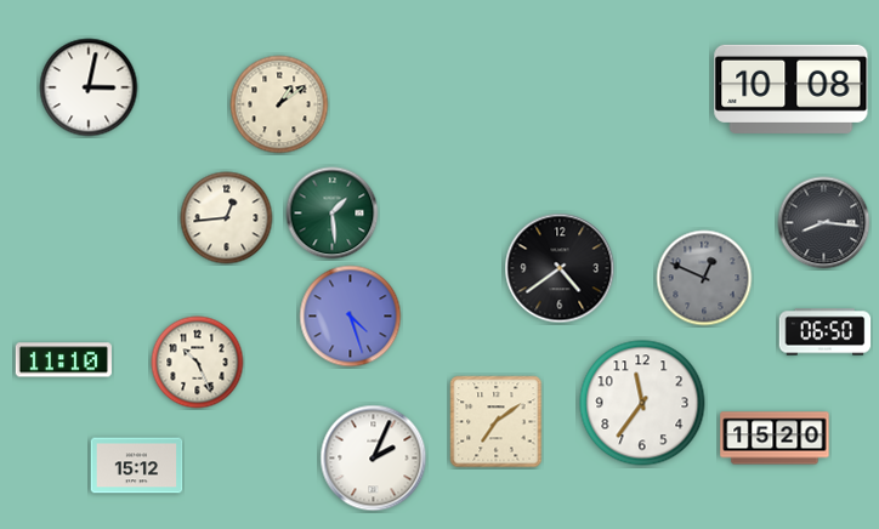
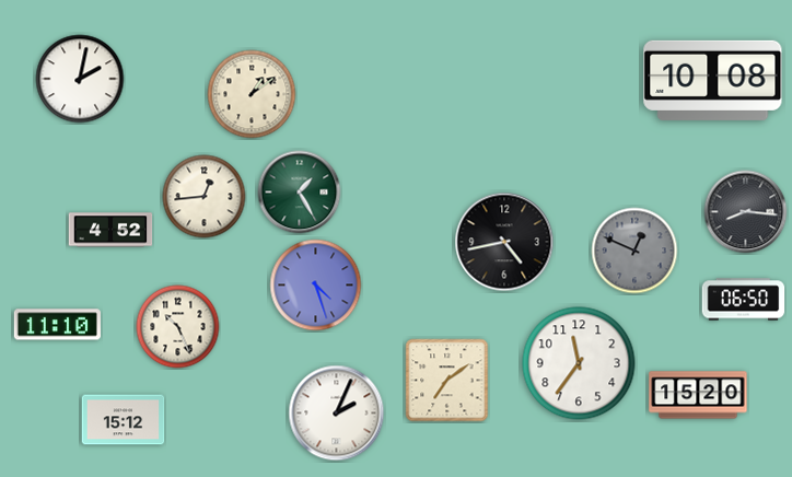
clock at (89, 87): 3:02 -> 2:02
clock at (333, 214): 1:29 -> 1:25
clock at (824, 223) position: (824, 223) -> (746, 212)
clock at (110, 230): none -> 4:52
clock at (560, 268): 4:39 -> 4:43
